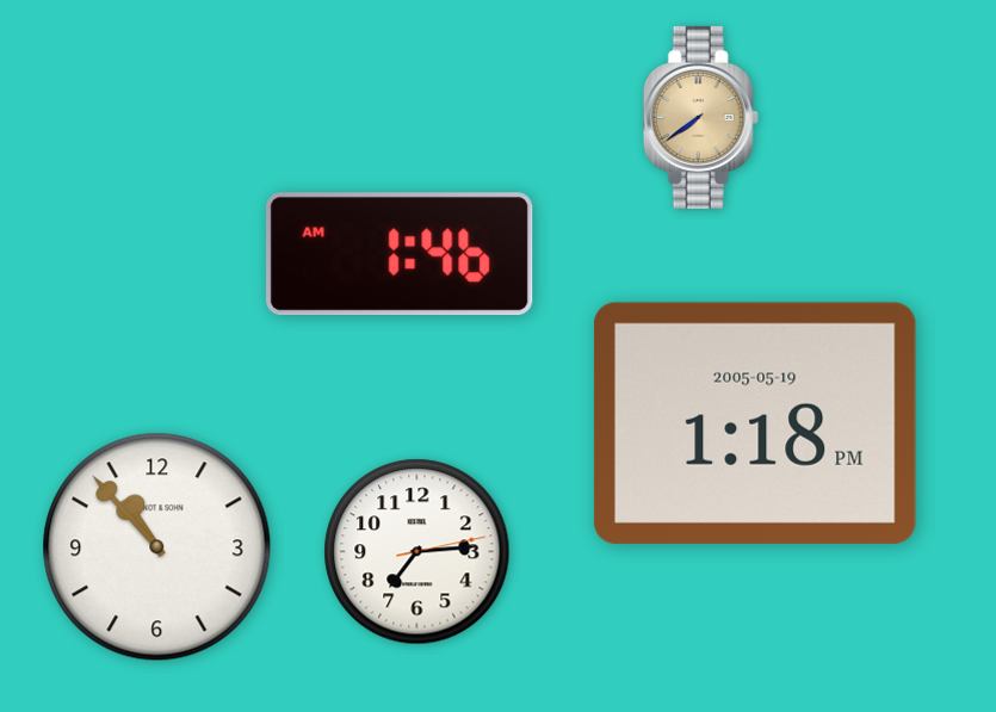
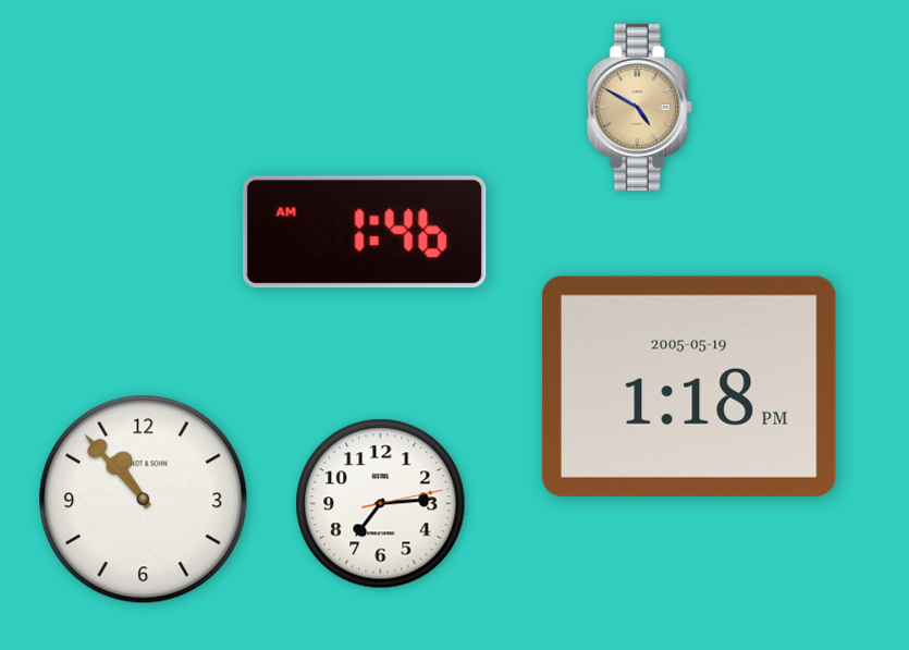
clock at (700, 117): 7:39 -> 4:50
